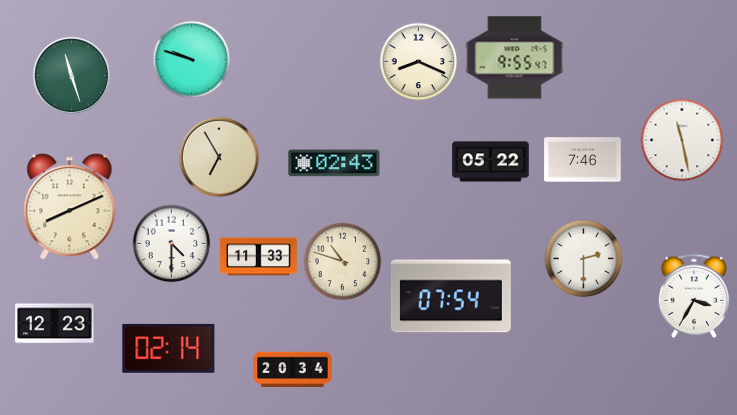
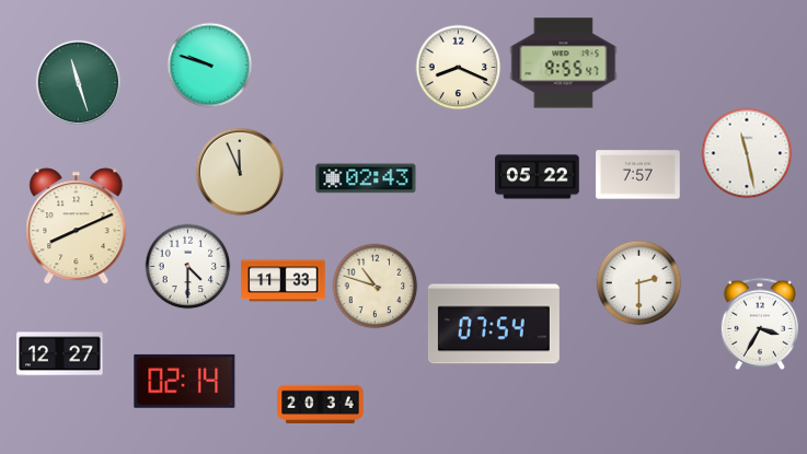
clock at (219, 157): 6:55 -> 11:56
clock at (583, 160): 7:46 -> 7:57
clock at (55, 324): 12:23 -> 12:27
